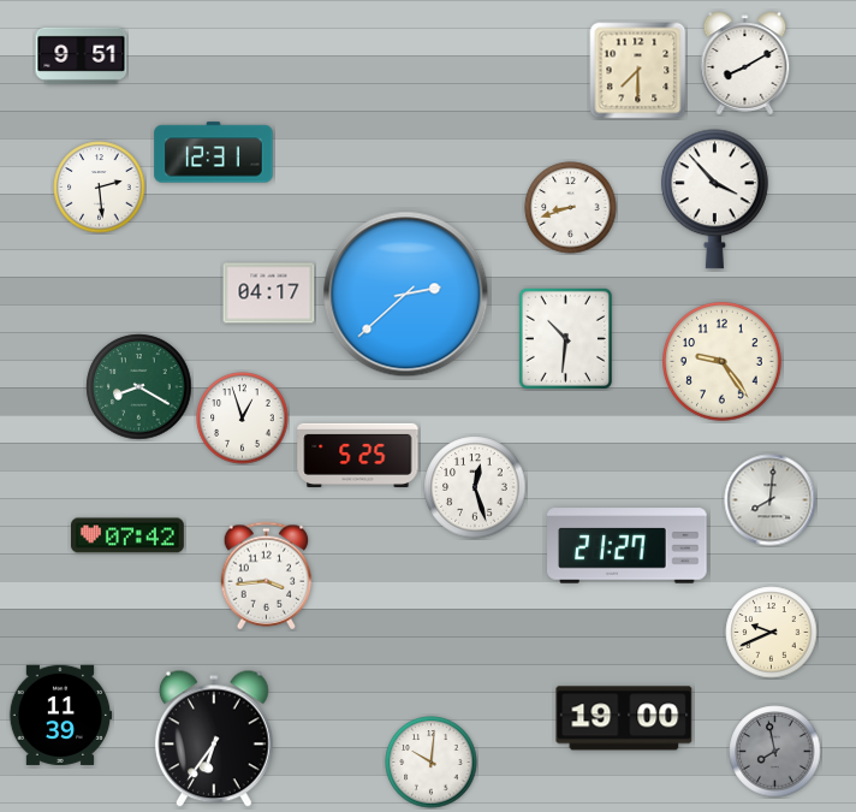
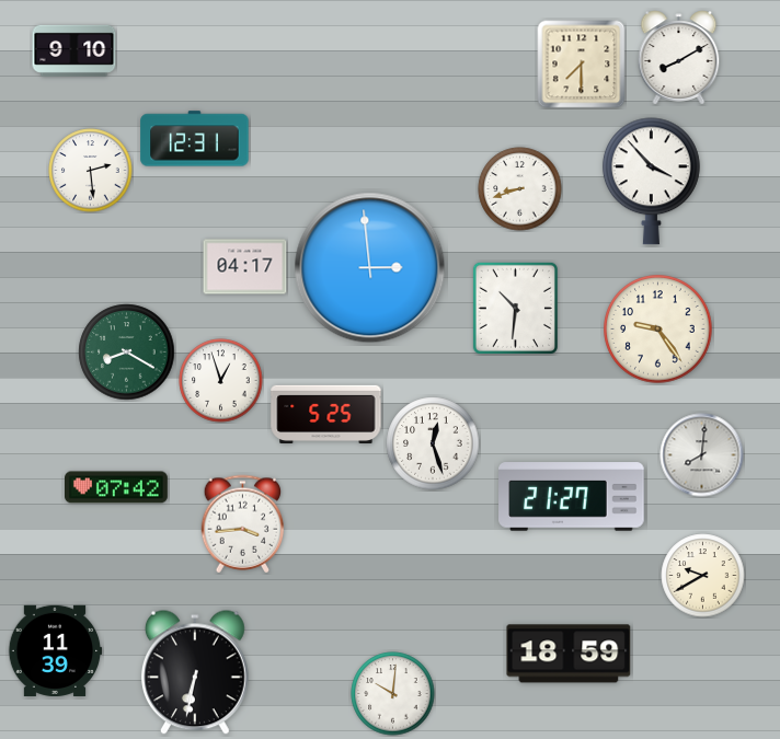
clock at (82, 55): 9:51 -> 9:10
clock at (406, 295): 2:38 -> 2:59
clock at (772, 633): 9:41 -> 9:40
clock at (624, 718): 19:00 -> 18:59
clock at (214, 739): 6:36 -> 6:32
clock at (775, 752): 7:58 -> none
